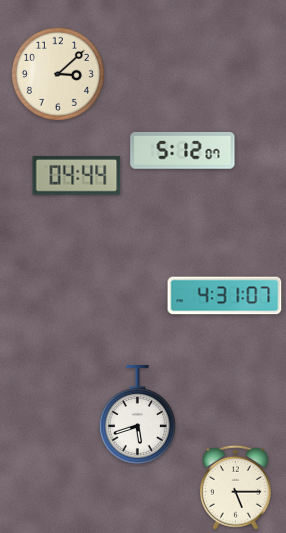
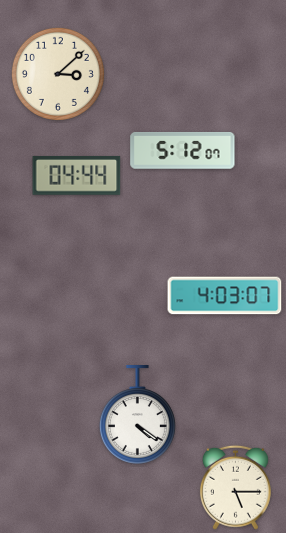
clock at (225, 296): 4:31 -> 4:03
clock at (137, 415): 5:42 -> 4:21
